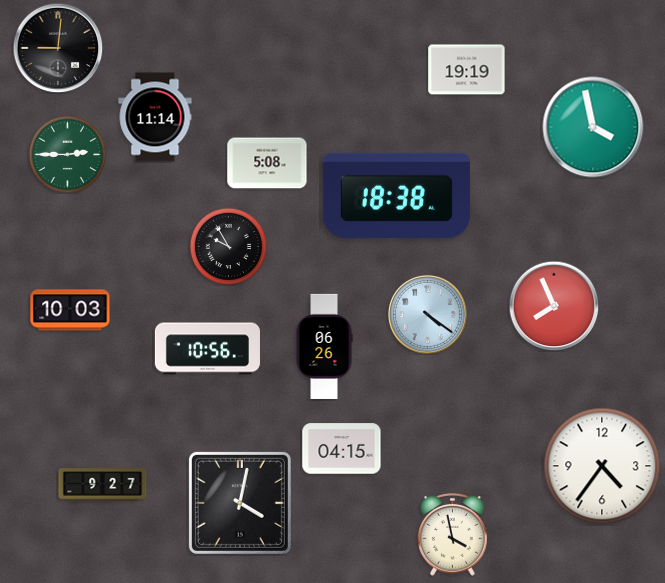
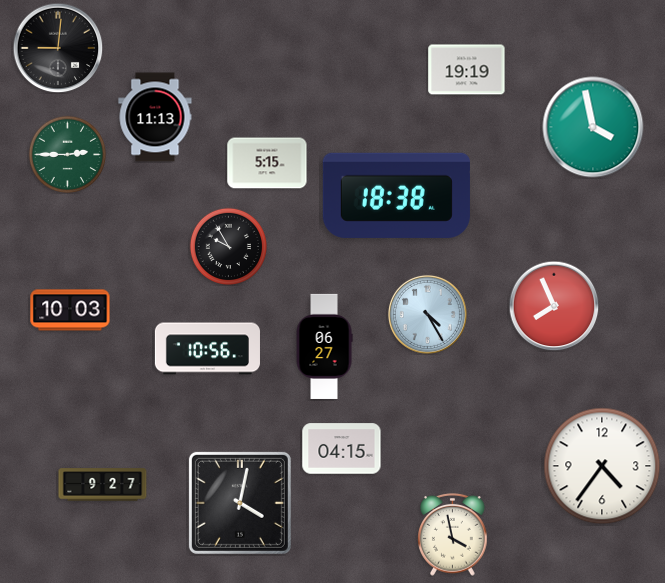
clock at (155, 117): 11:14 -> 11:13
clock at (267, 163): 5:08 -> 5:15
clock at (427, 314): 4:21 -> 4:25
clock at (324, 346): 06:26 -> 06:27
